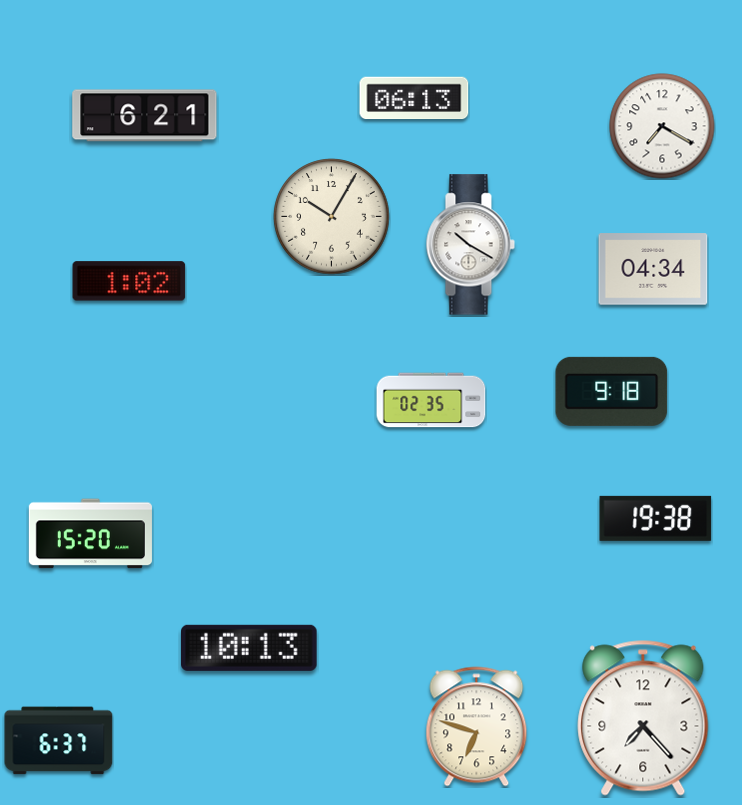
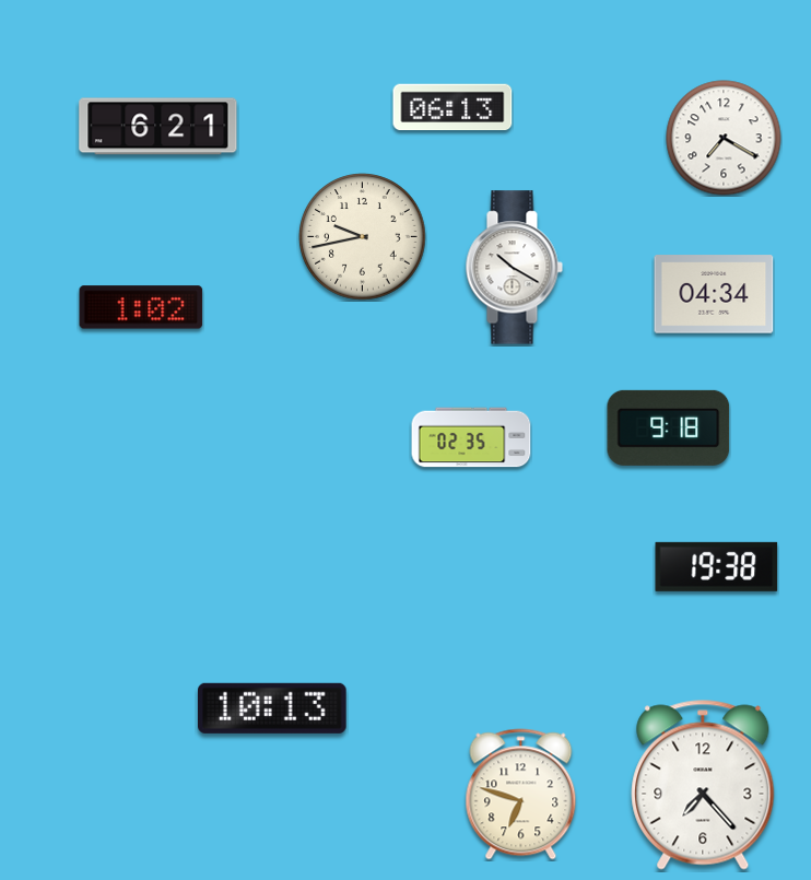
clock at (332, 217): 10:05 -> 9:43
clock at (90, 534): 15:20 -> none
clock at (59, 741): 6:37 -> none
